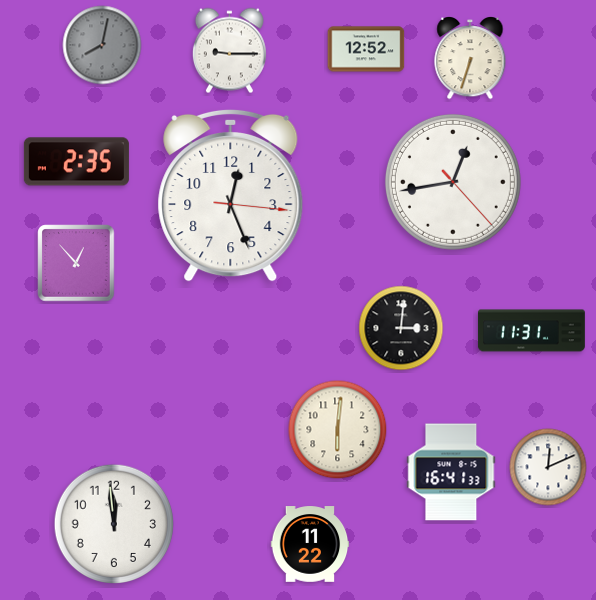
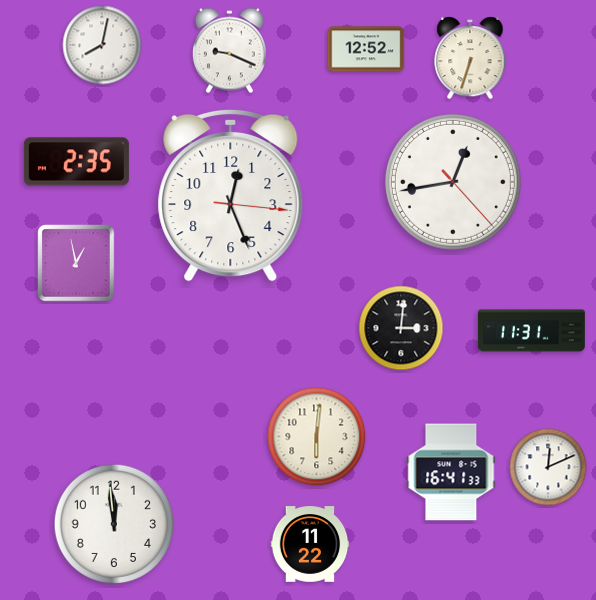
clock at (102, 45) dial: grey -> white
clock at (229, 51): 9:15 -> 9:19
clock at (76, 263): 12:53 -> 12:58
clock at (338, 430) position: (338, 430) -> (317, 437)
